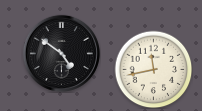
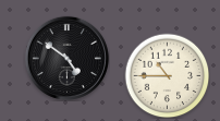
clock at (153, 69): 11:43 -> 10:45
